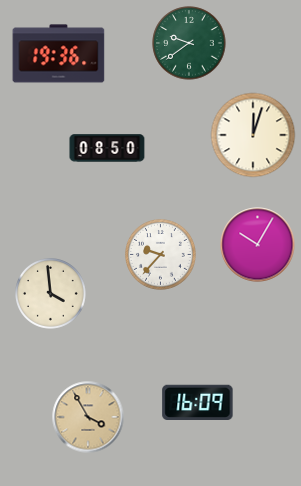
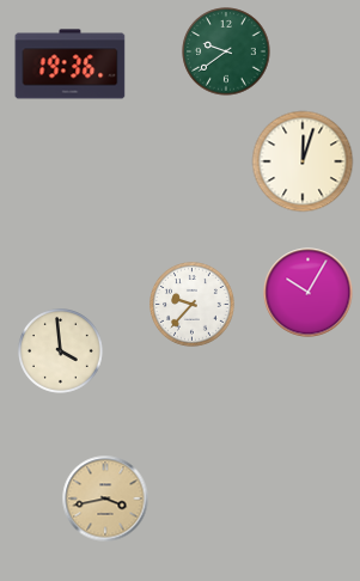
clock at (107, 148): 08:50 -> none
clock at (198, 402): 16:09 -> none
clock at (88, 417): 3:55 -> 3:43
